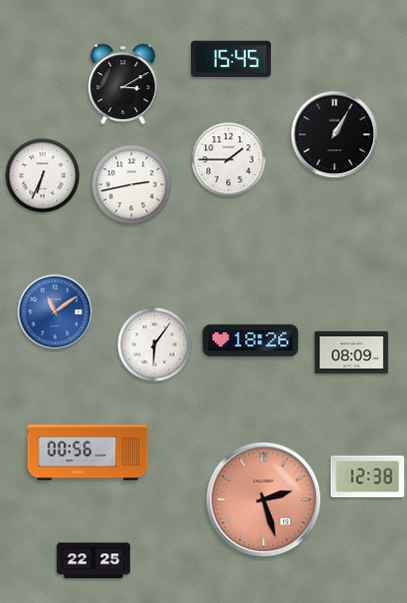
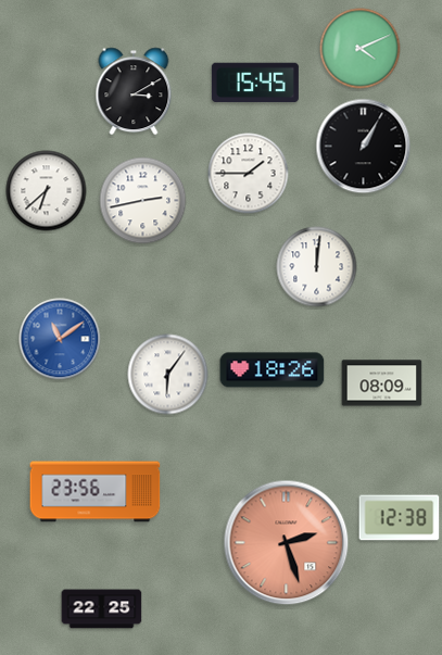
clock at (361, 49): none -> 4:11
clock at (231, 59) position: (231, 59) -> (255, 83)
clock at (43, 176): 6:34 -> 6:38
clock at (317, 267): none -> 12:01
clock at (88, 453): 00:56 -> 23:56
